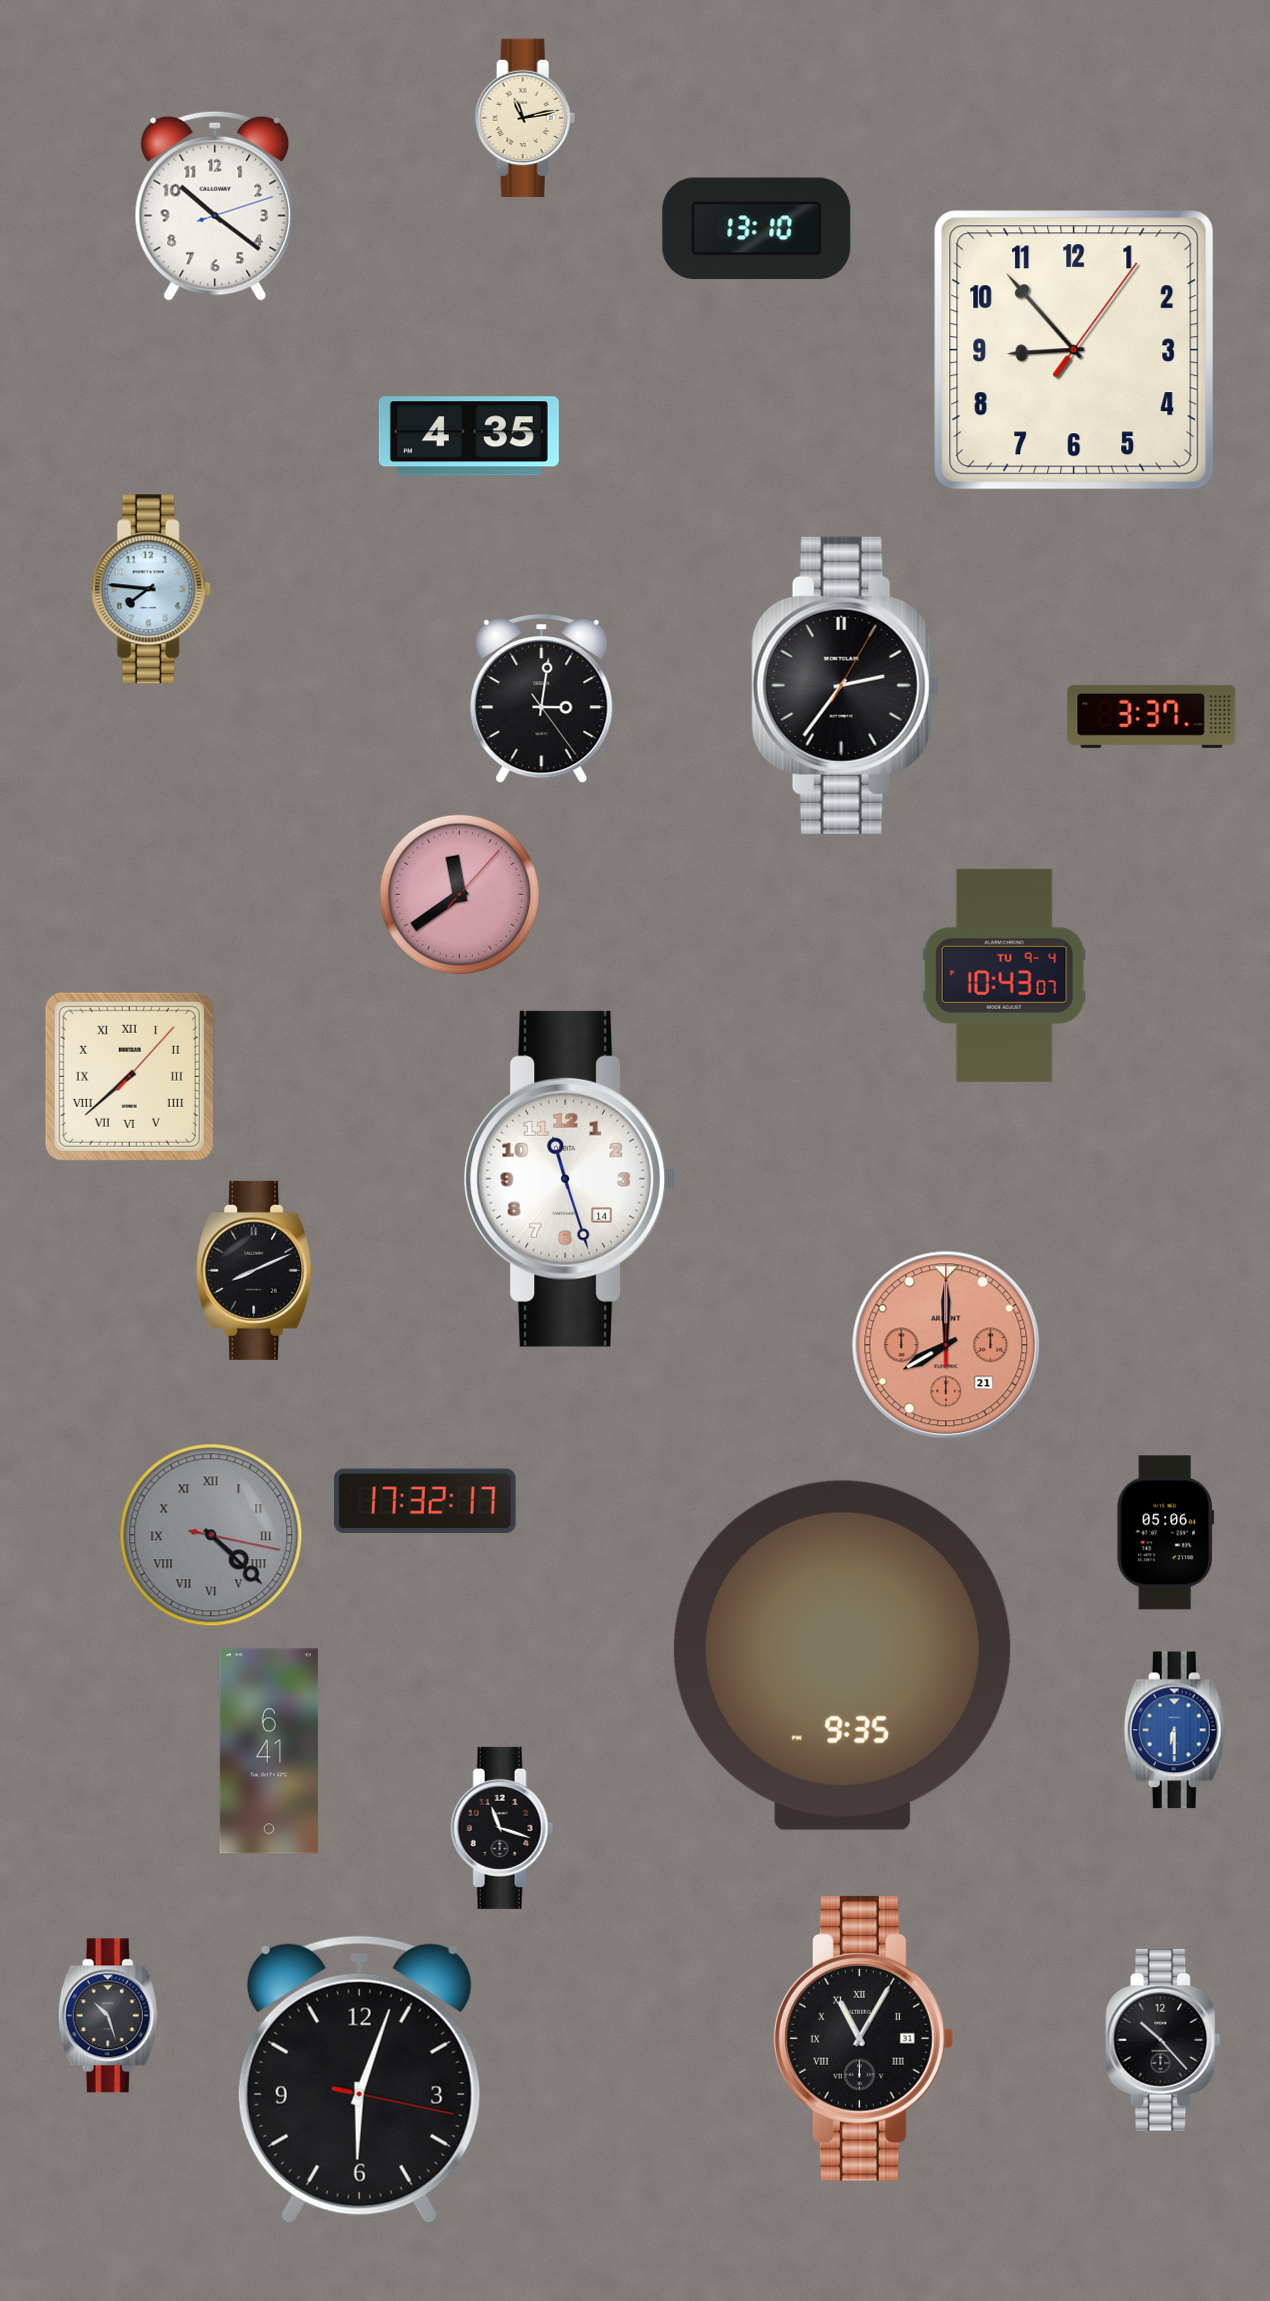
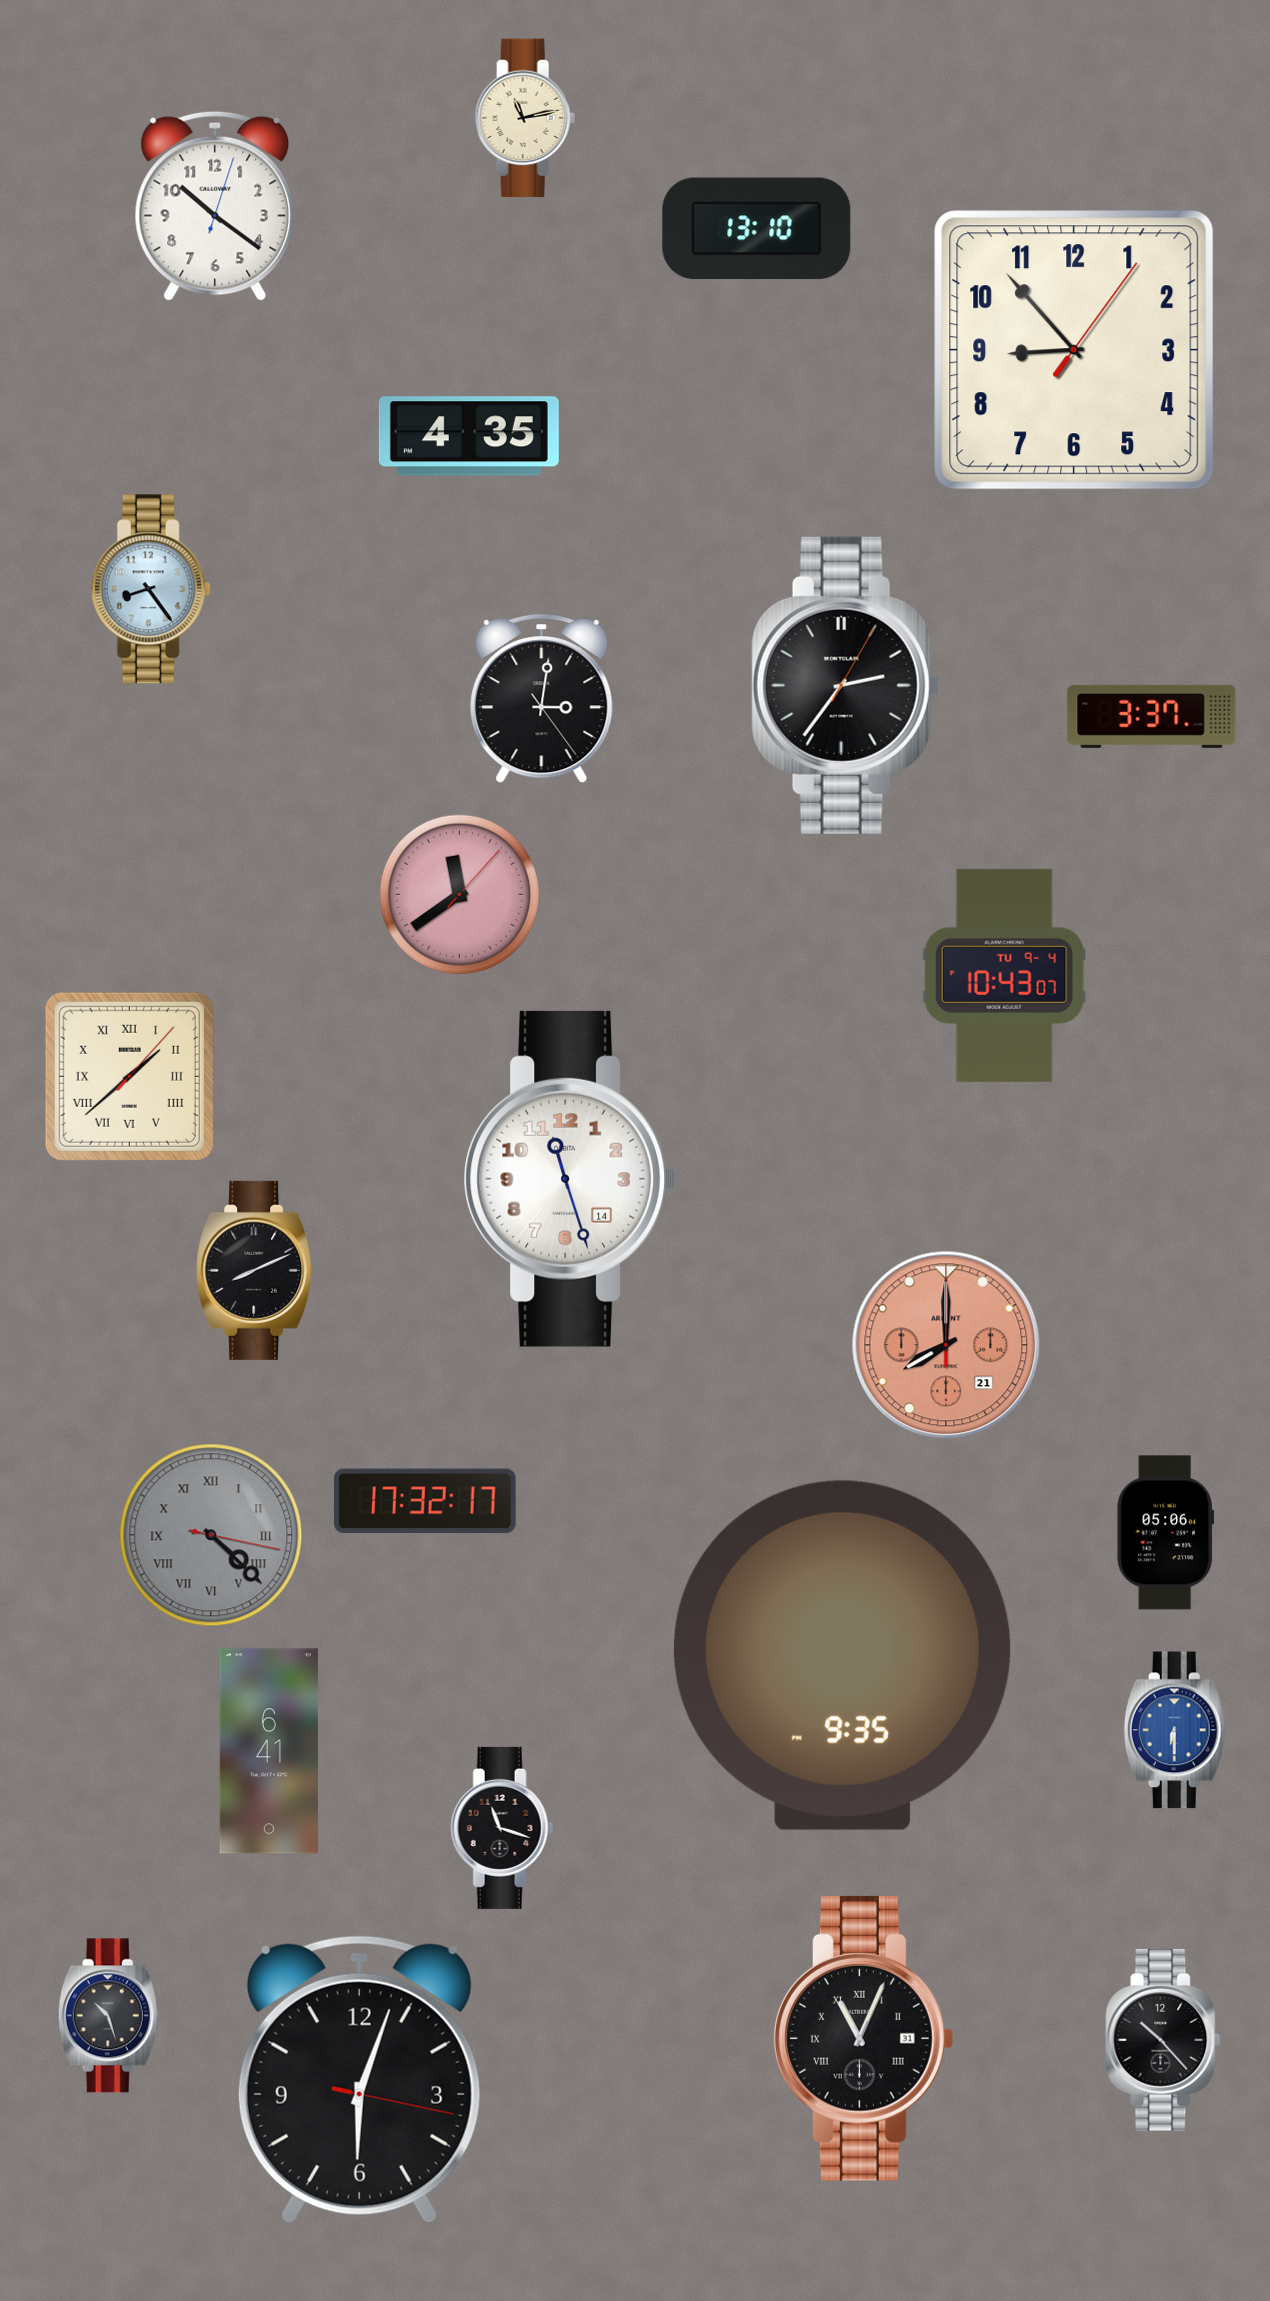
clock at (215, 206): 10:21:12 -> 10:21:03
clock at (151, 589): 7:46 -> 8:24
clock at (129, 1076): 7:38 -> 1:38
clock at (863, 2038): 11:05 -> 11:04
